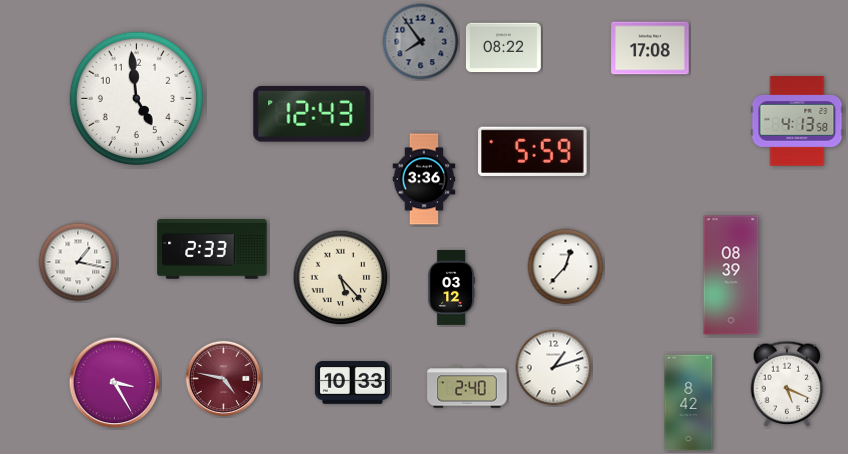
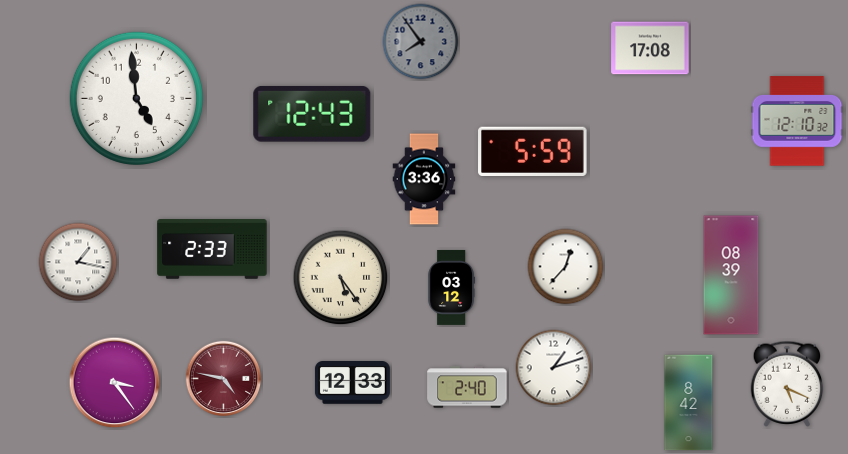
clock at (503, 48): 08:22 -> none
clock at (797, 121): 4:13 -> 12:10
clock at (341, 278): 5:23 -> 5:24
clock at (115, 383): 3:25 -> 3:24
clock at (352, 383): 10:33 -> 12:33
